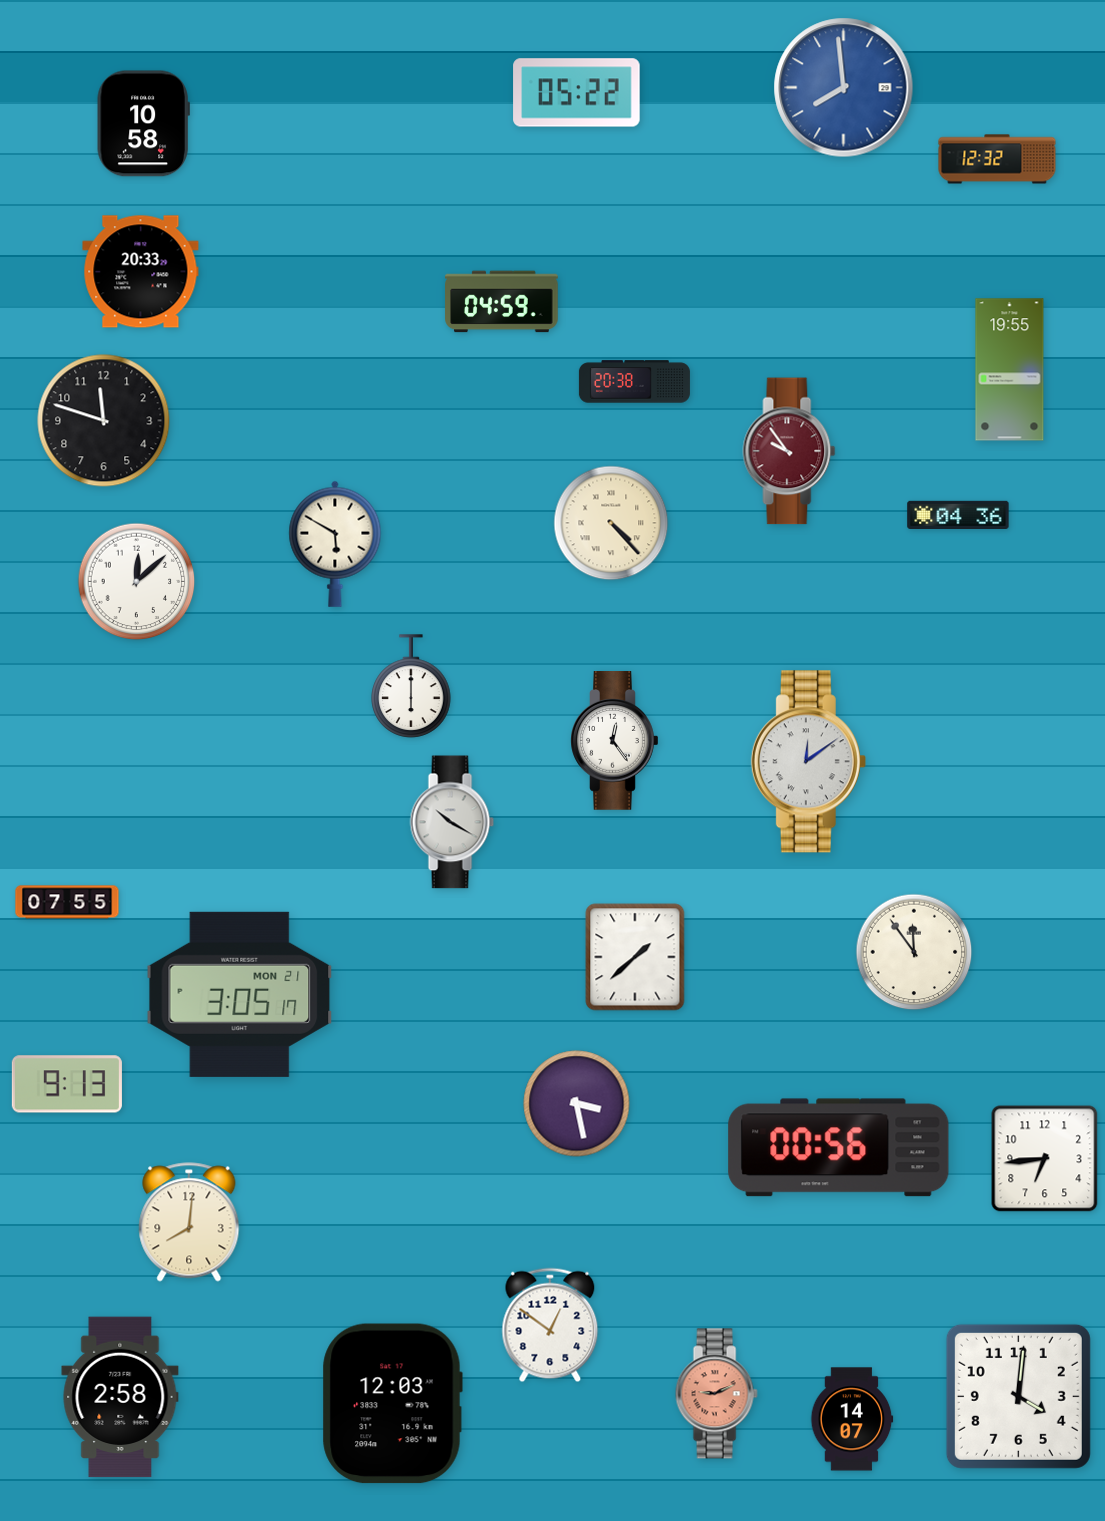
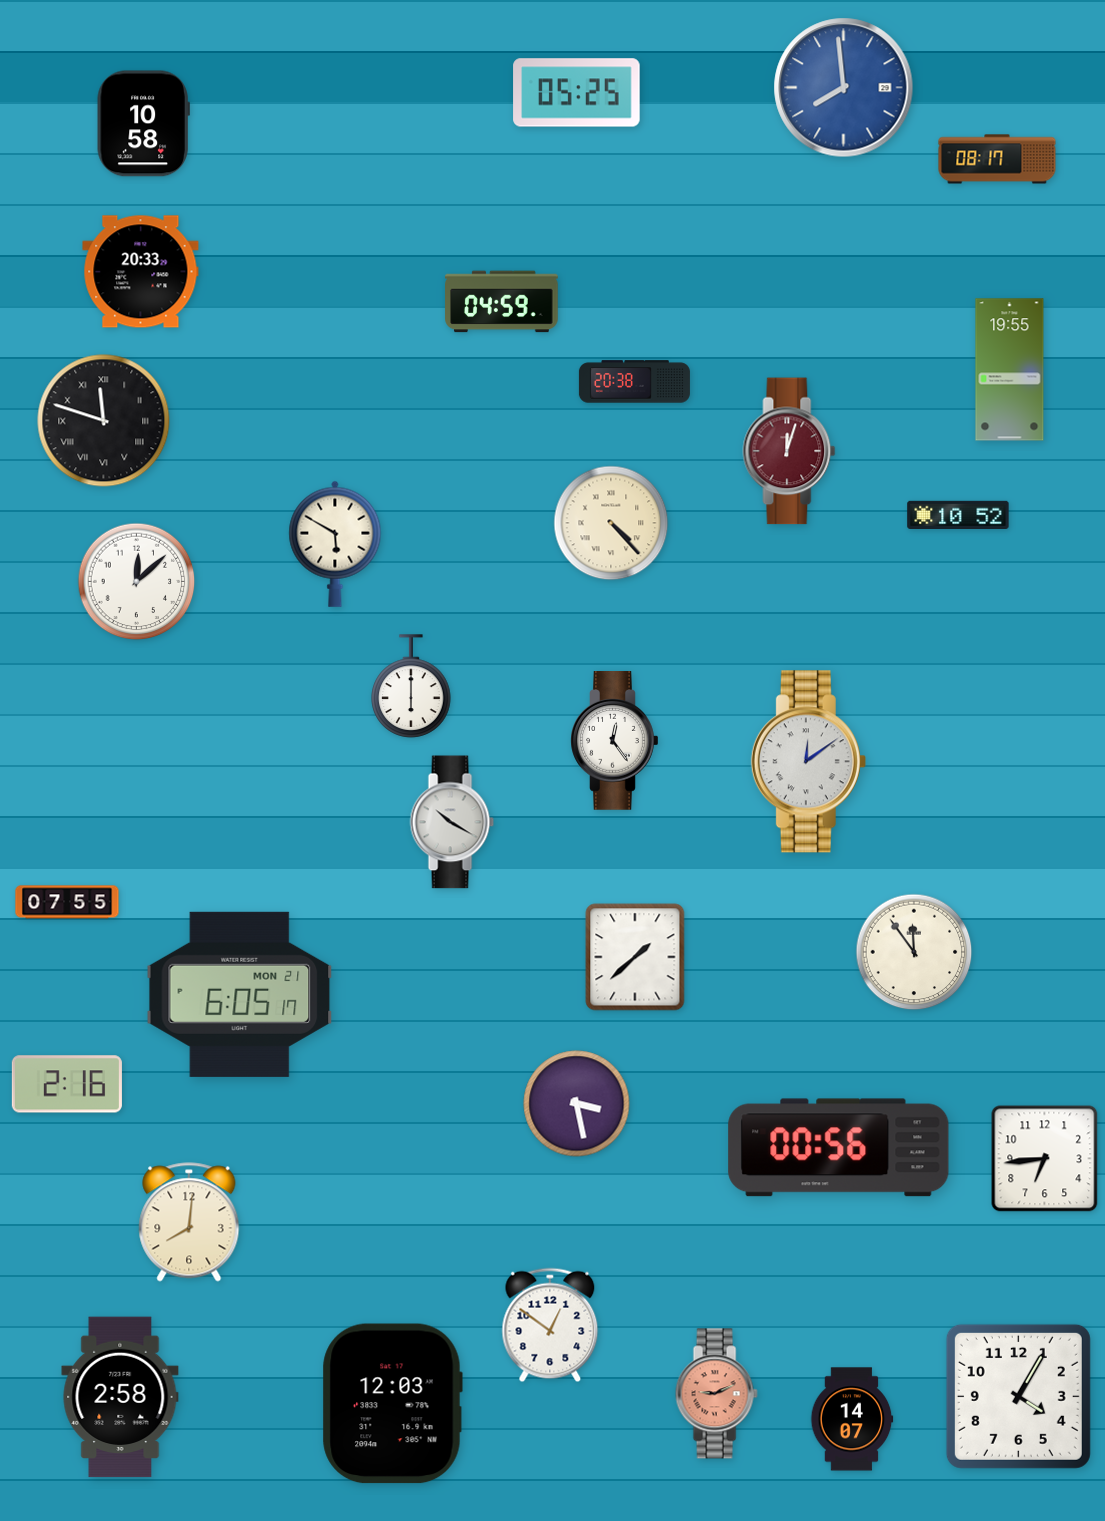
clock at (577, 93): 05:22 -> 05:25
clock at (997, 159): 12:32 -> 08:17
clock at (104, 421) numerals: Arabic -> Roman
clock at (789, 451): 9:54 -> 12:03
clock at (958, 514): 04:36 -> 10:52
clock at (240, 994): 3:05 -> 6:05
clock at (67, 1084): 9:13 -> 2:16
clock at (1018, 1396): 4:01 -> 4:05
